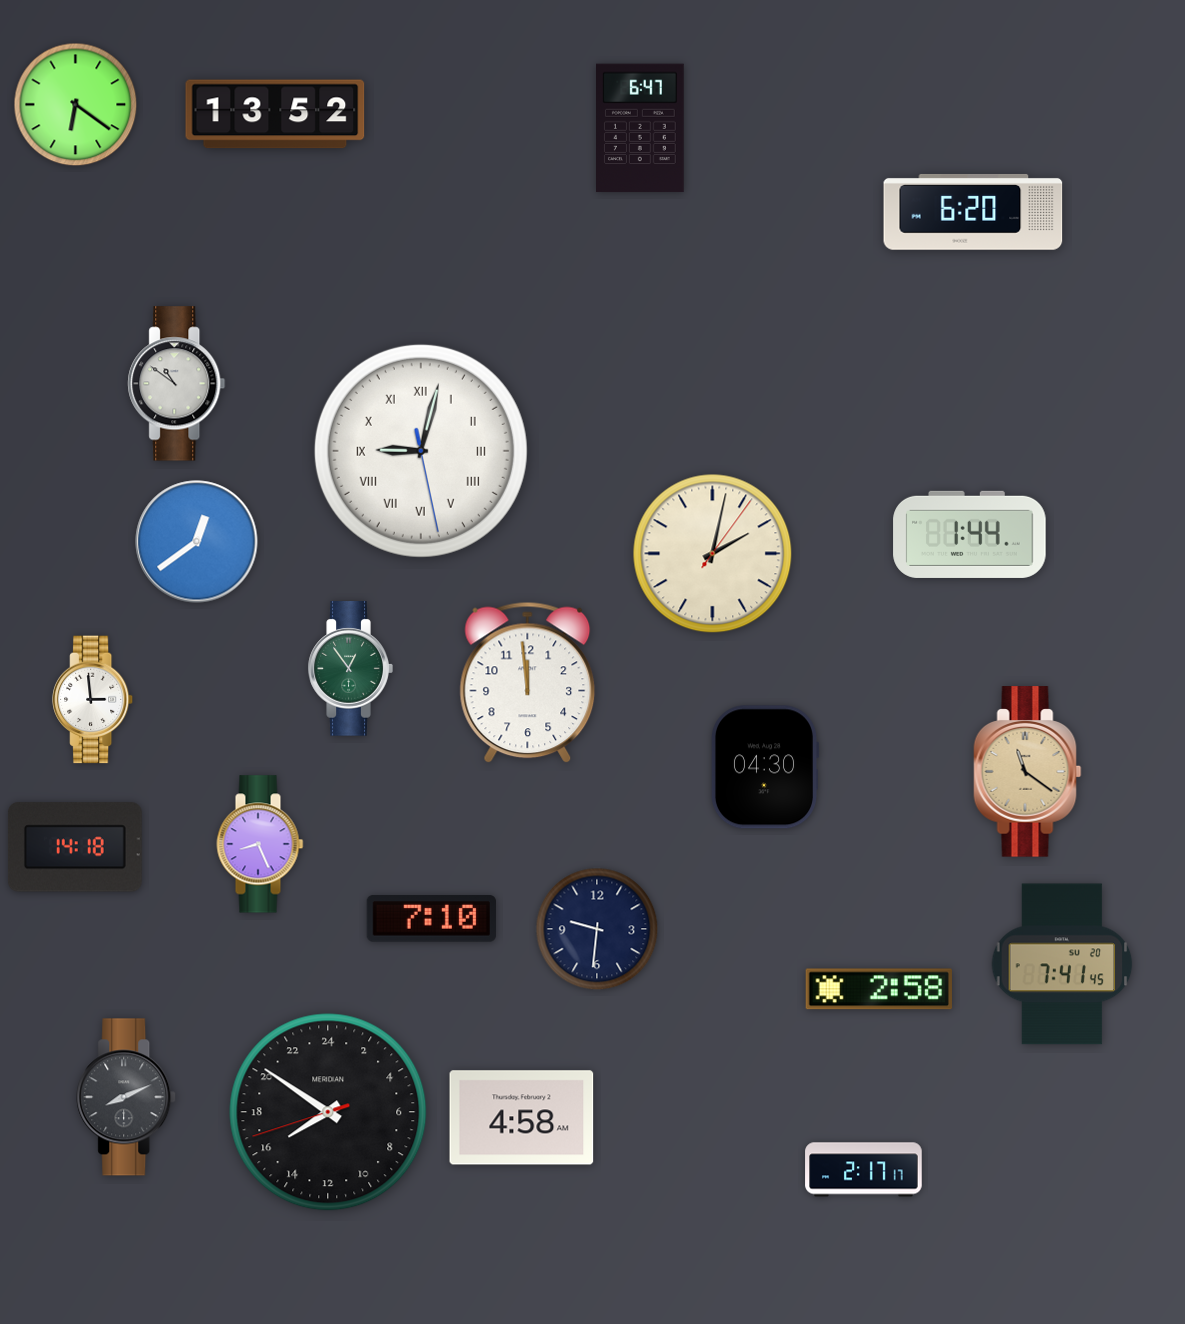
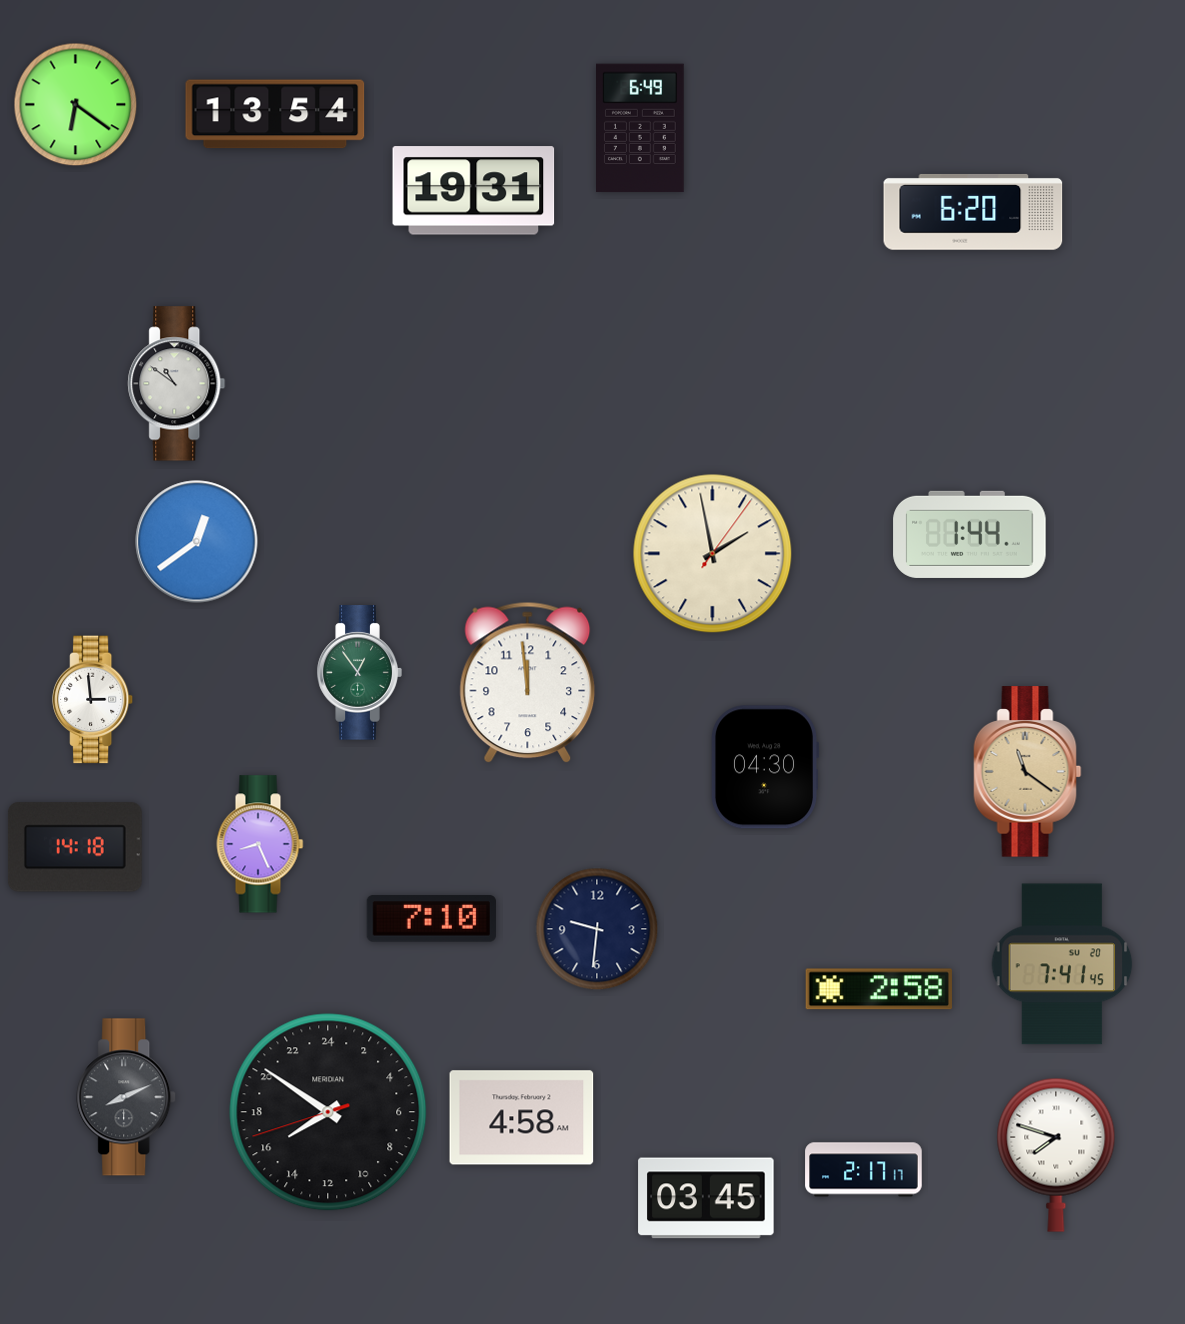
clock at (275, 114): 13:52 -> 13:54
clock at (641, 128): 6:47 -> 6:49
clock at (474, 191): none -> 19:31
clock at (421, 451): 9:02 -> none
clock at (713, 554): 2:02 -> 1:58
clock at (350, 669) position: (350, 669) -> (359, 673)
clock at (1056, 1155): none -> 7:48
clock at (706, 1198): none -> 03:45
